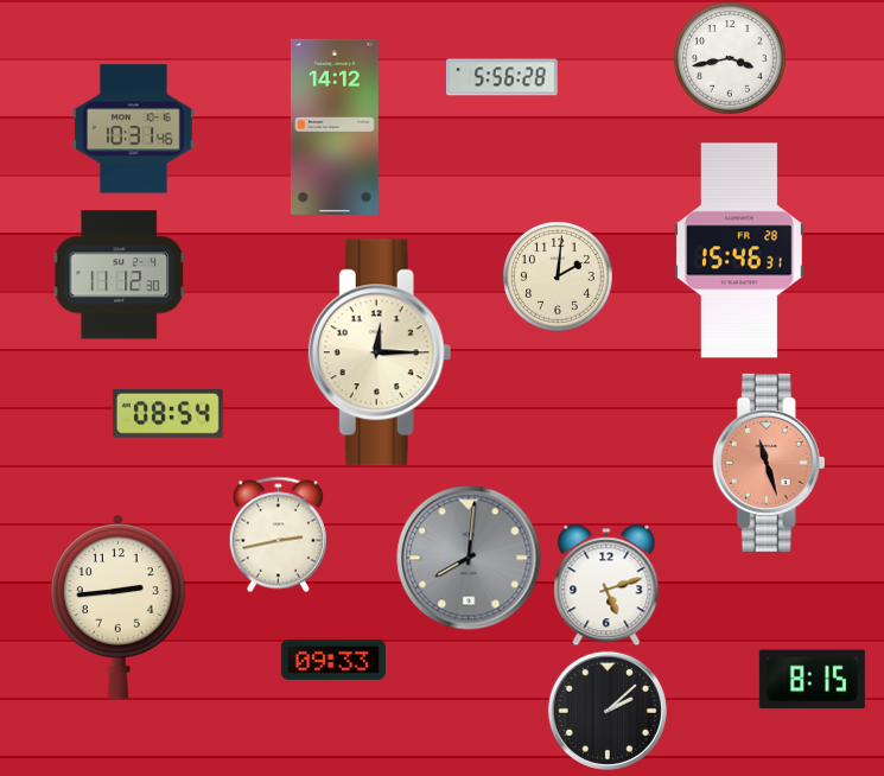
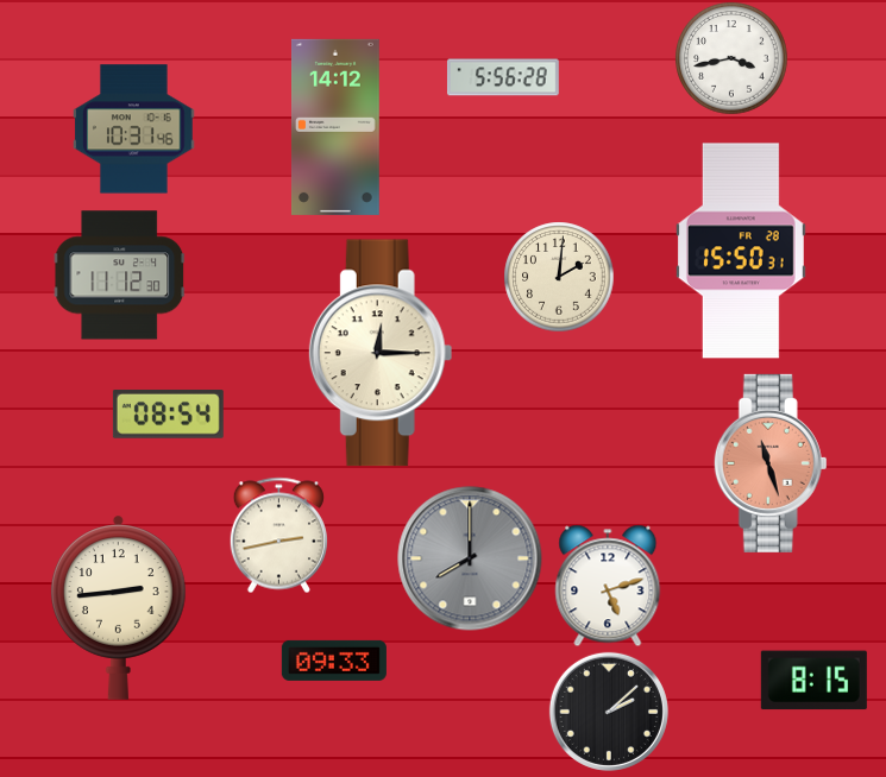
clock at (739, 250): 15:46 -> 15:50
clock at (469, 558): 8:01 -> 8:00
